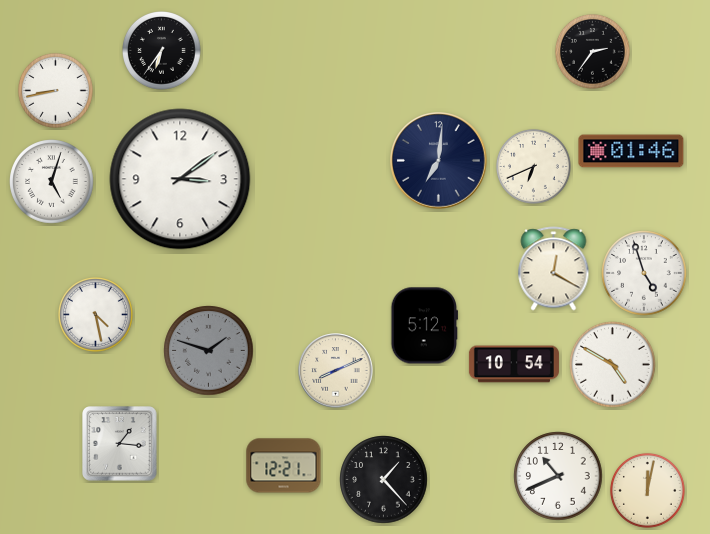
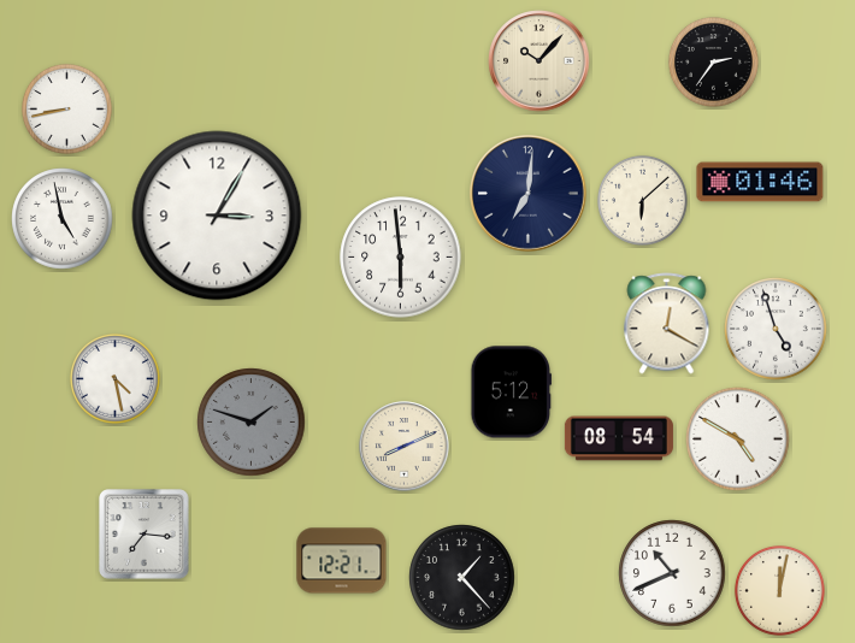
clock at (162, 51): 6:36 -> none
clock at (539, 61): none -> 10:07
clock at (533, 166): 6:41 -> 6:08
clock at (180, 179): 3:09 -> 3:05
clock at (52, 182): 5:03 -> 4:58
clock at (401, 258): none -> 5:59
clock at (514, 364): 10:54 -> 08:54
clock at (120, 444): 1:16 -> 7:16
